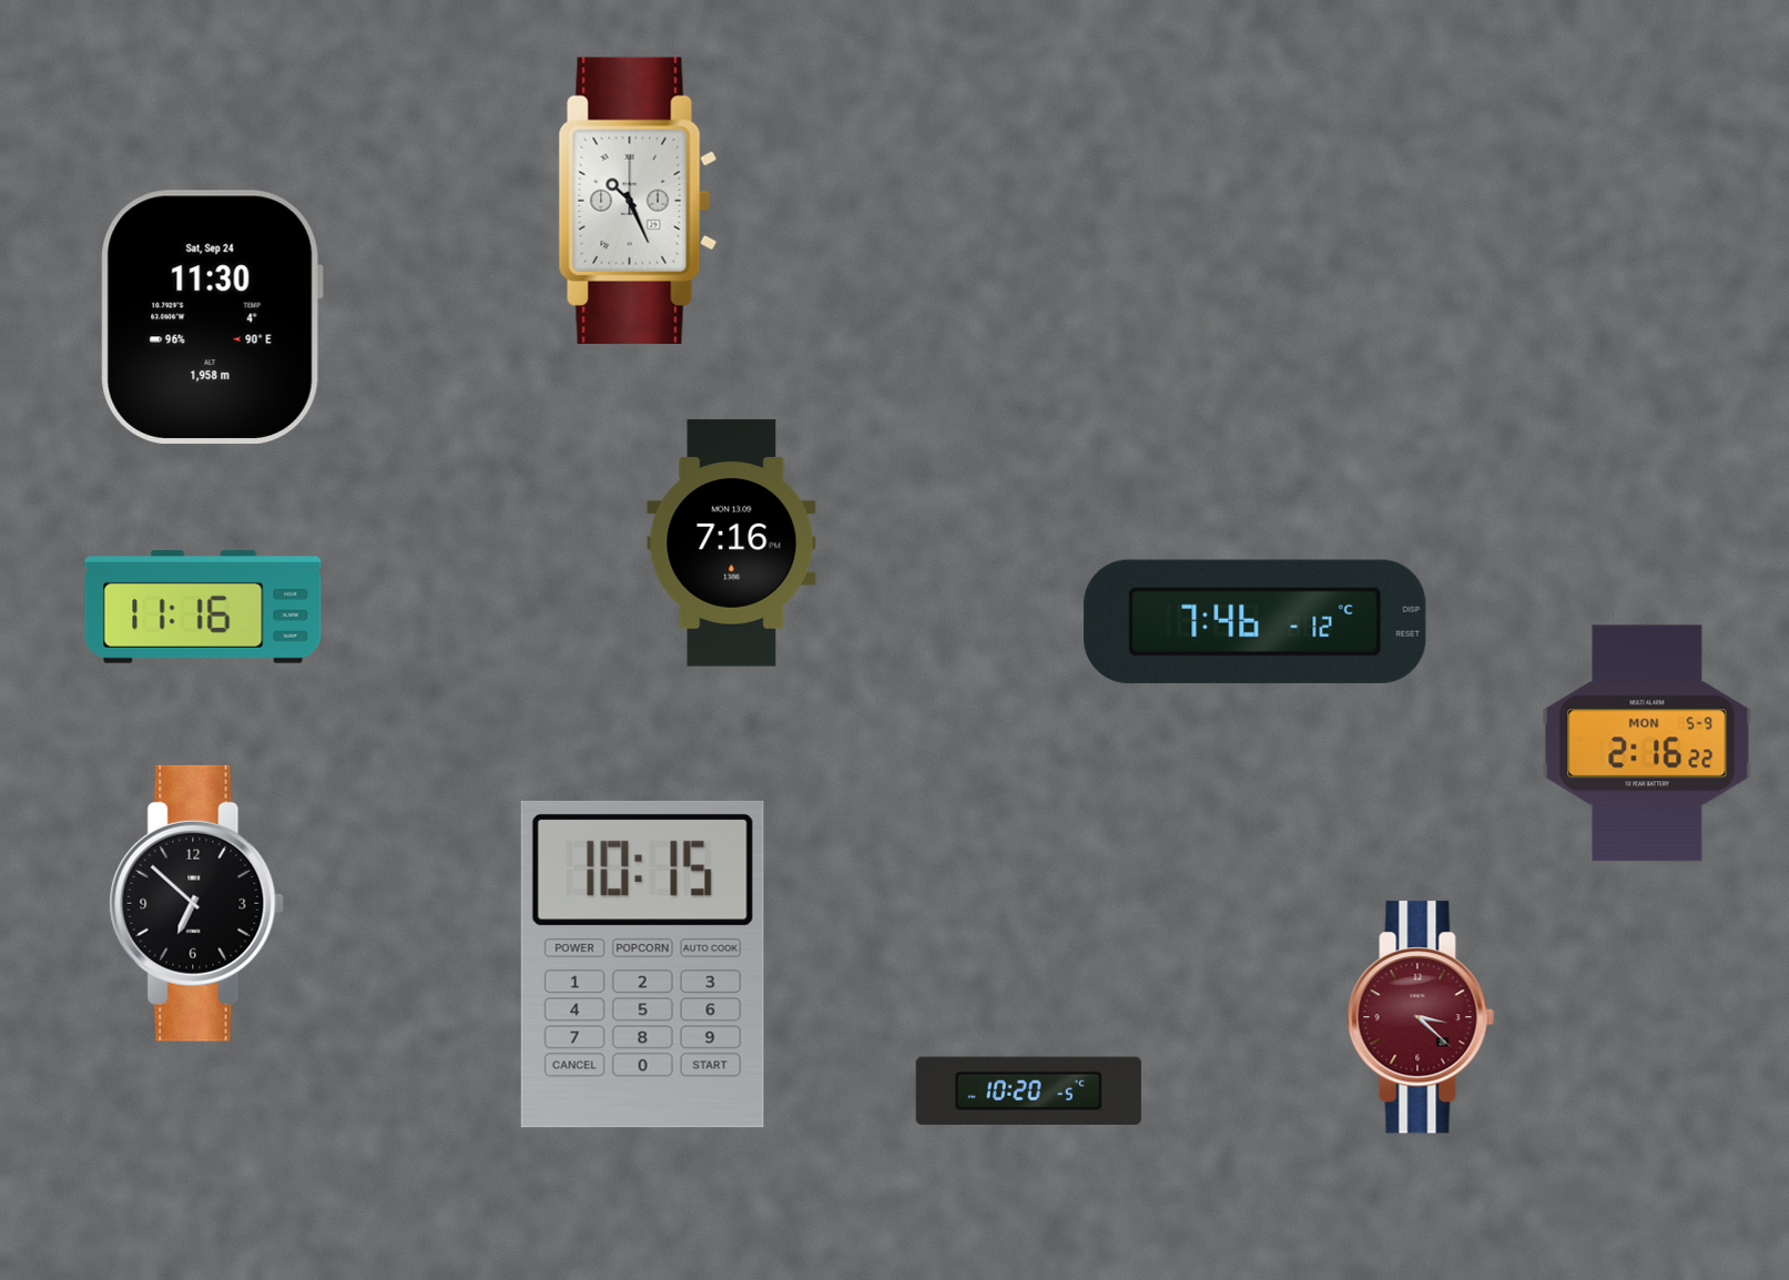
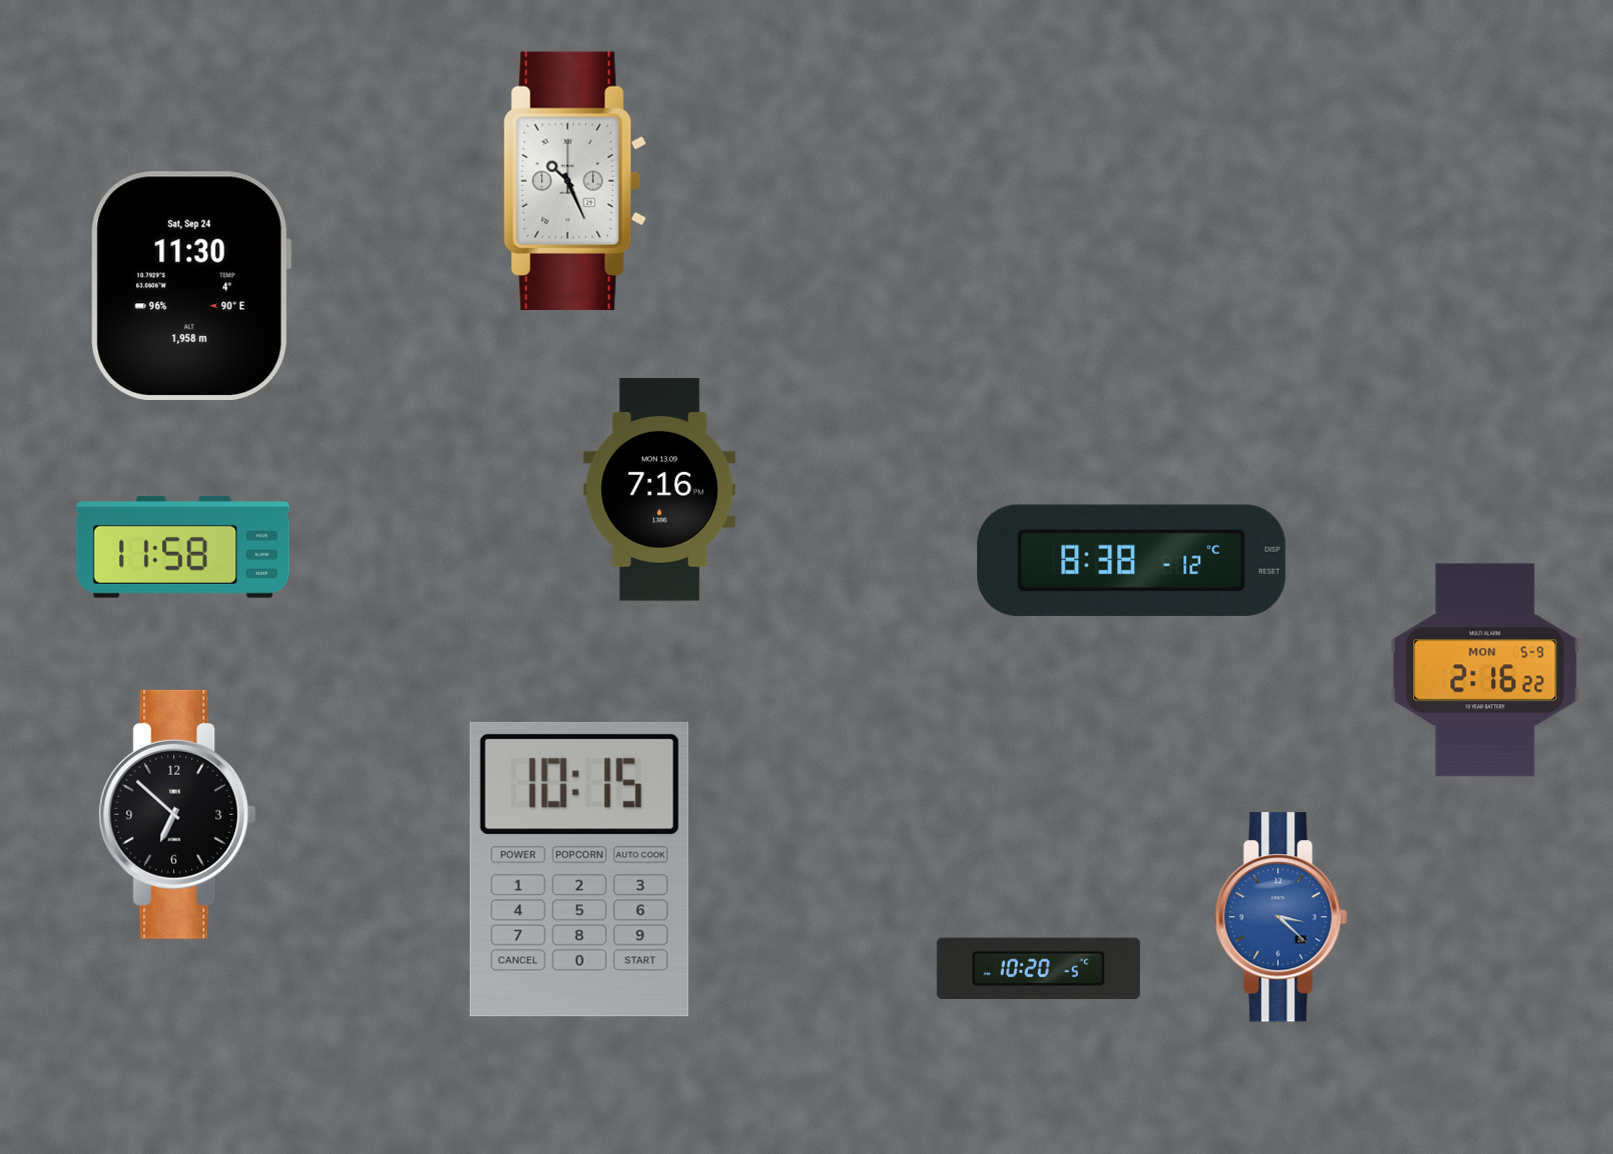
clock at (203, 608): 11:16 -> 11:58
clock at (1256, 621): 7:46 -> 8:38
clock at (1421, 1017) dial: burgundy -> blue
clock at (1028, 1090) position: (1028, 1090) -> (1038, 968)
